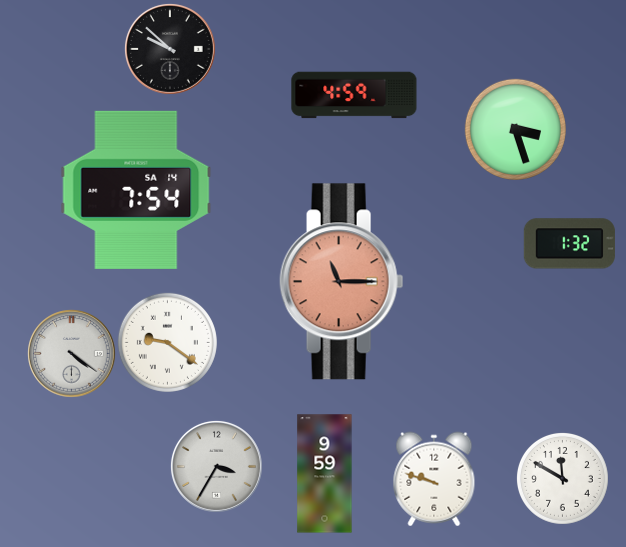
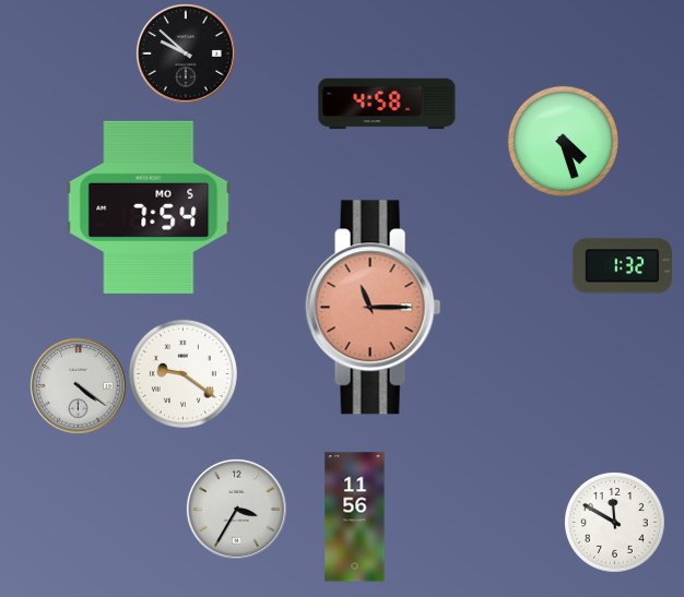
clock at (354, 95): 4:59 -> 4:58
clock at (515, 129): 3:27 -> 4:27
clock at (136, 190) date: SA 14 -> MO 5
clock at (325, 474): 9:59 -> 11:56
clock at (434, 479): 9:48 -> none
